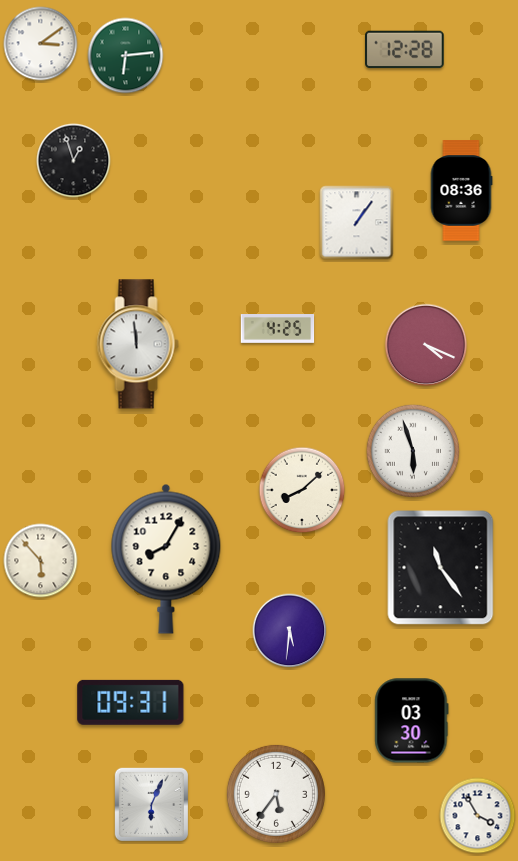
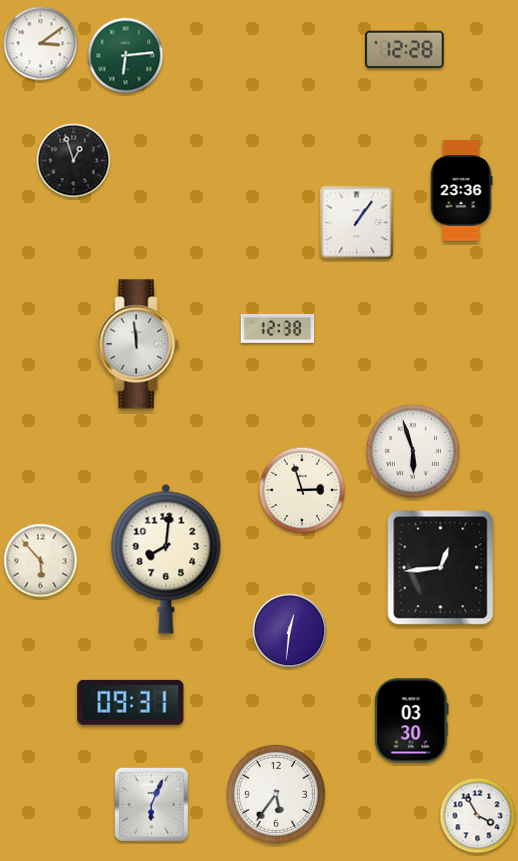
clock at (461, 191): 08:36 -> 23:36
clock at (278, 329): 4:25 -> 12:38
clock at (426, 345): 4:19 -> none
clock at (302, 490): 8:08 -> 2:57
clock at (166, 559): 8:05 -> 8:01
clock at (441, 568): 11:24 -> 12:44
clock at (290, 631): 5:31 -> 12:31
